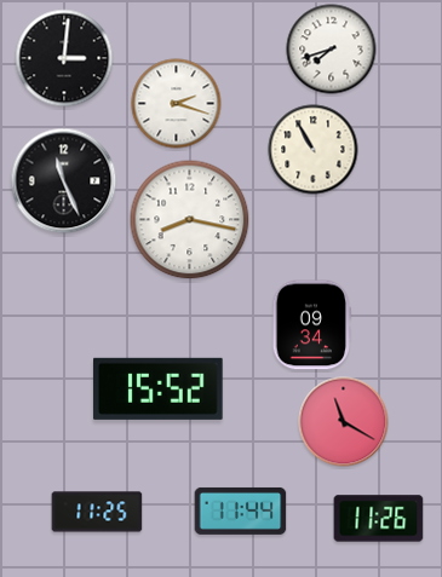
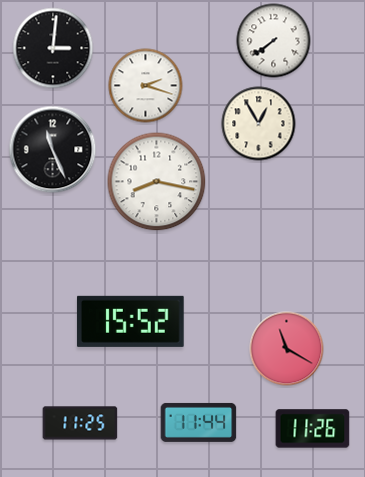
clock at (332, 50): 7:42 -> 7:39
clock at (314, 150): 10:55 -> 12:55
clock at (311, 325): 09:34 -> none
clock at (344, 422) position: (344, 422) -> (287, 349)
